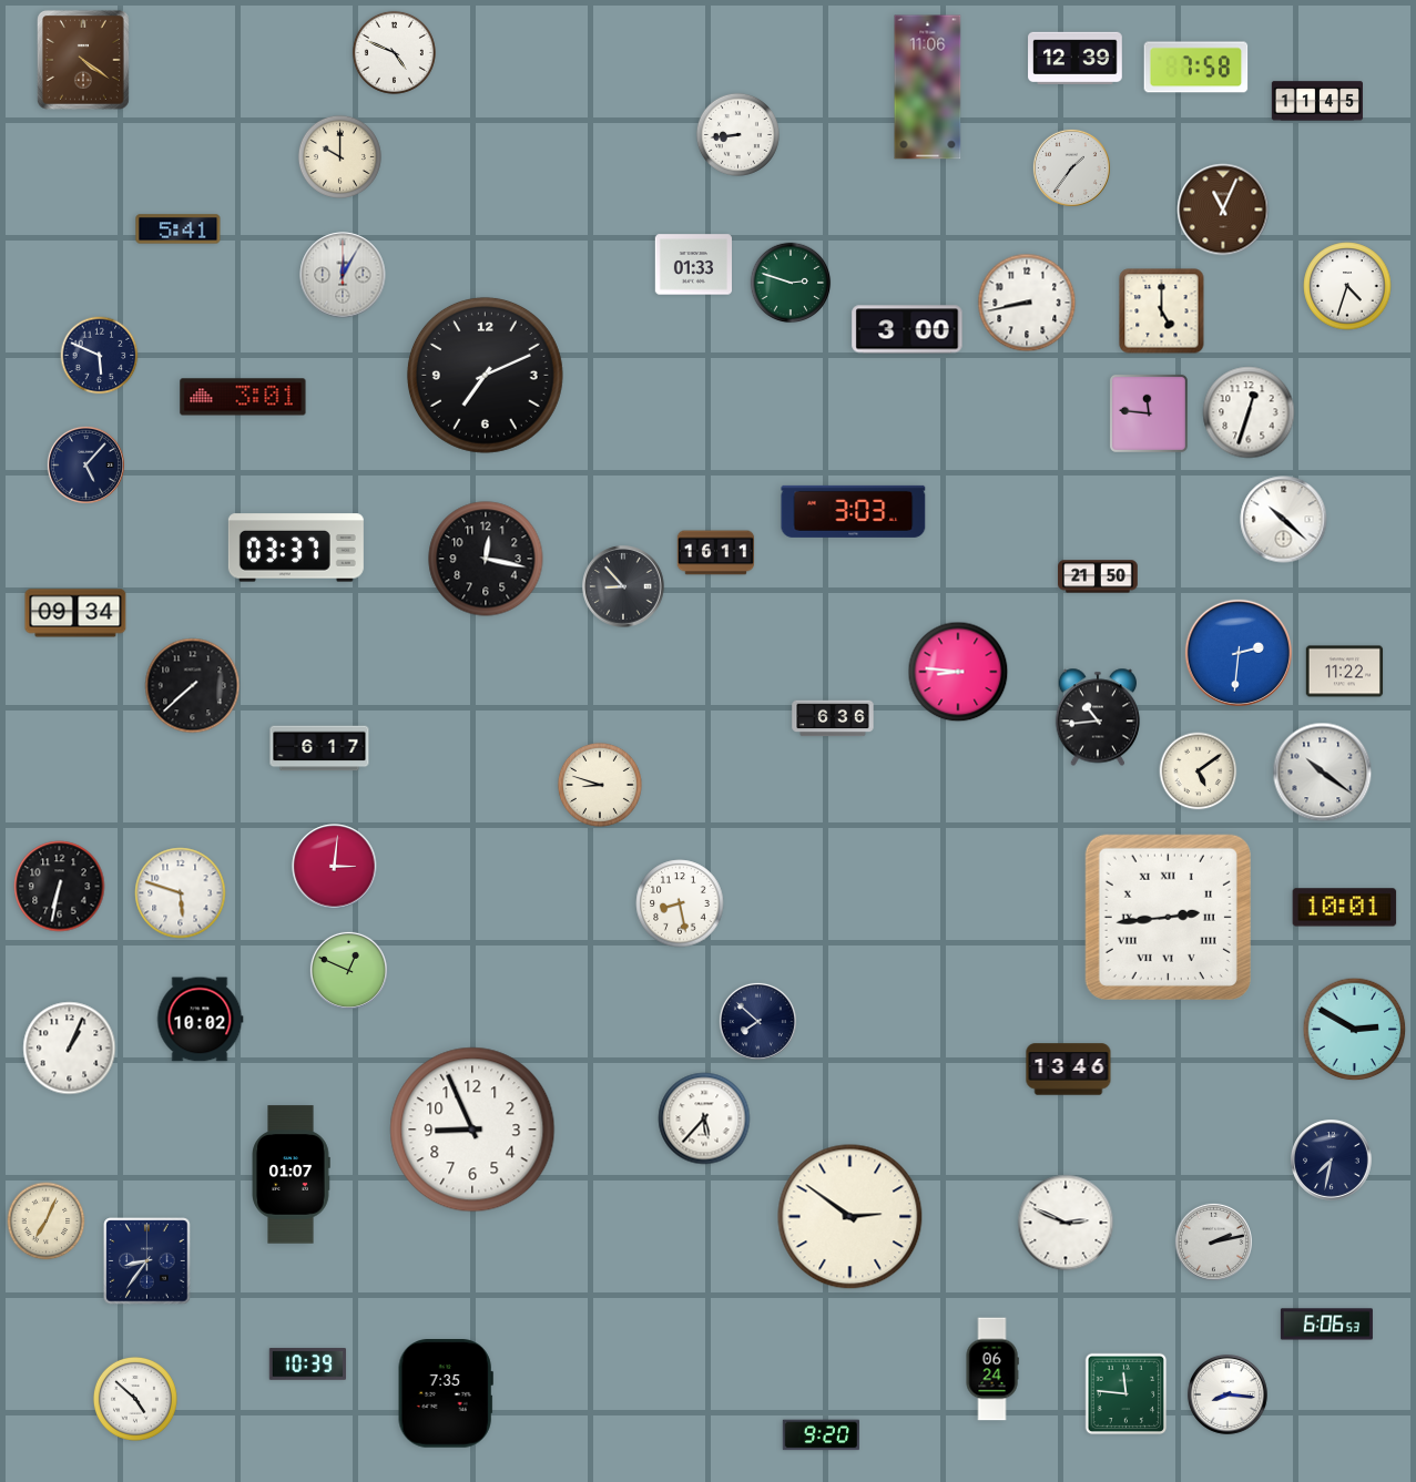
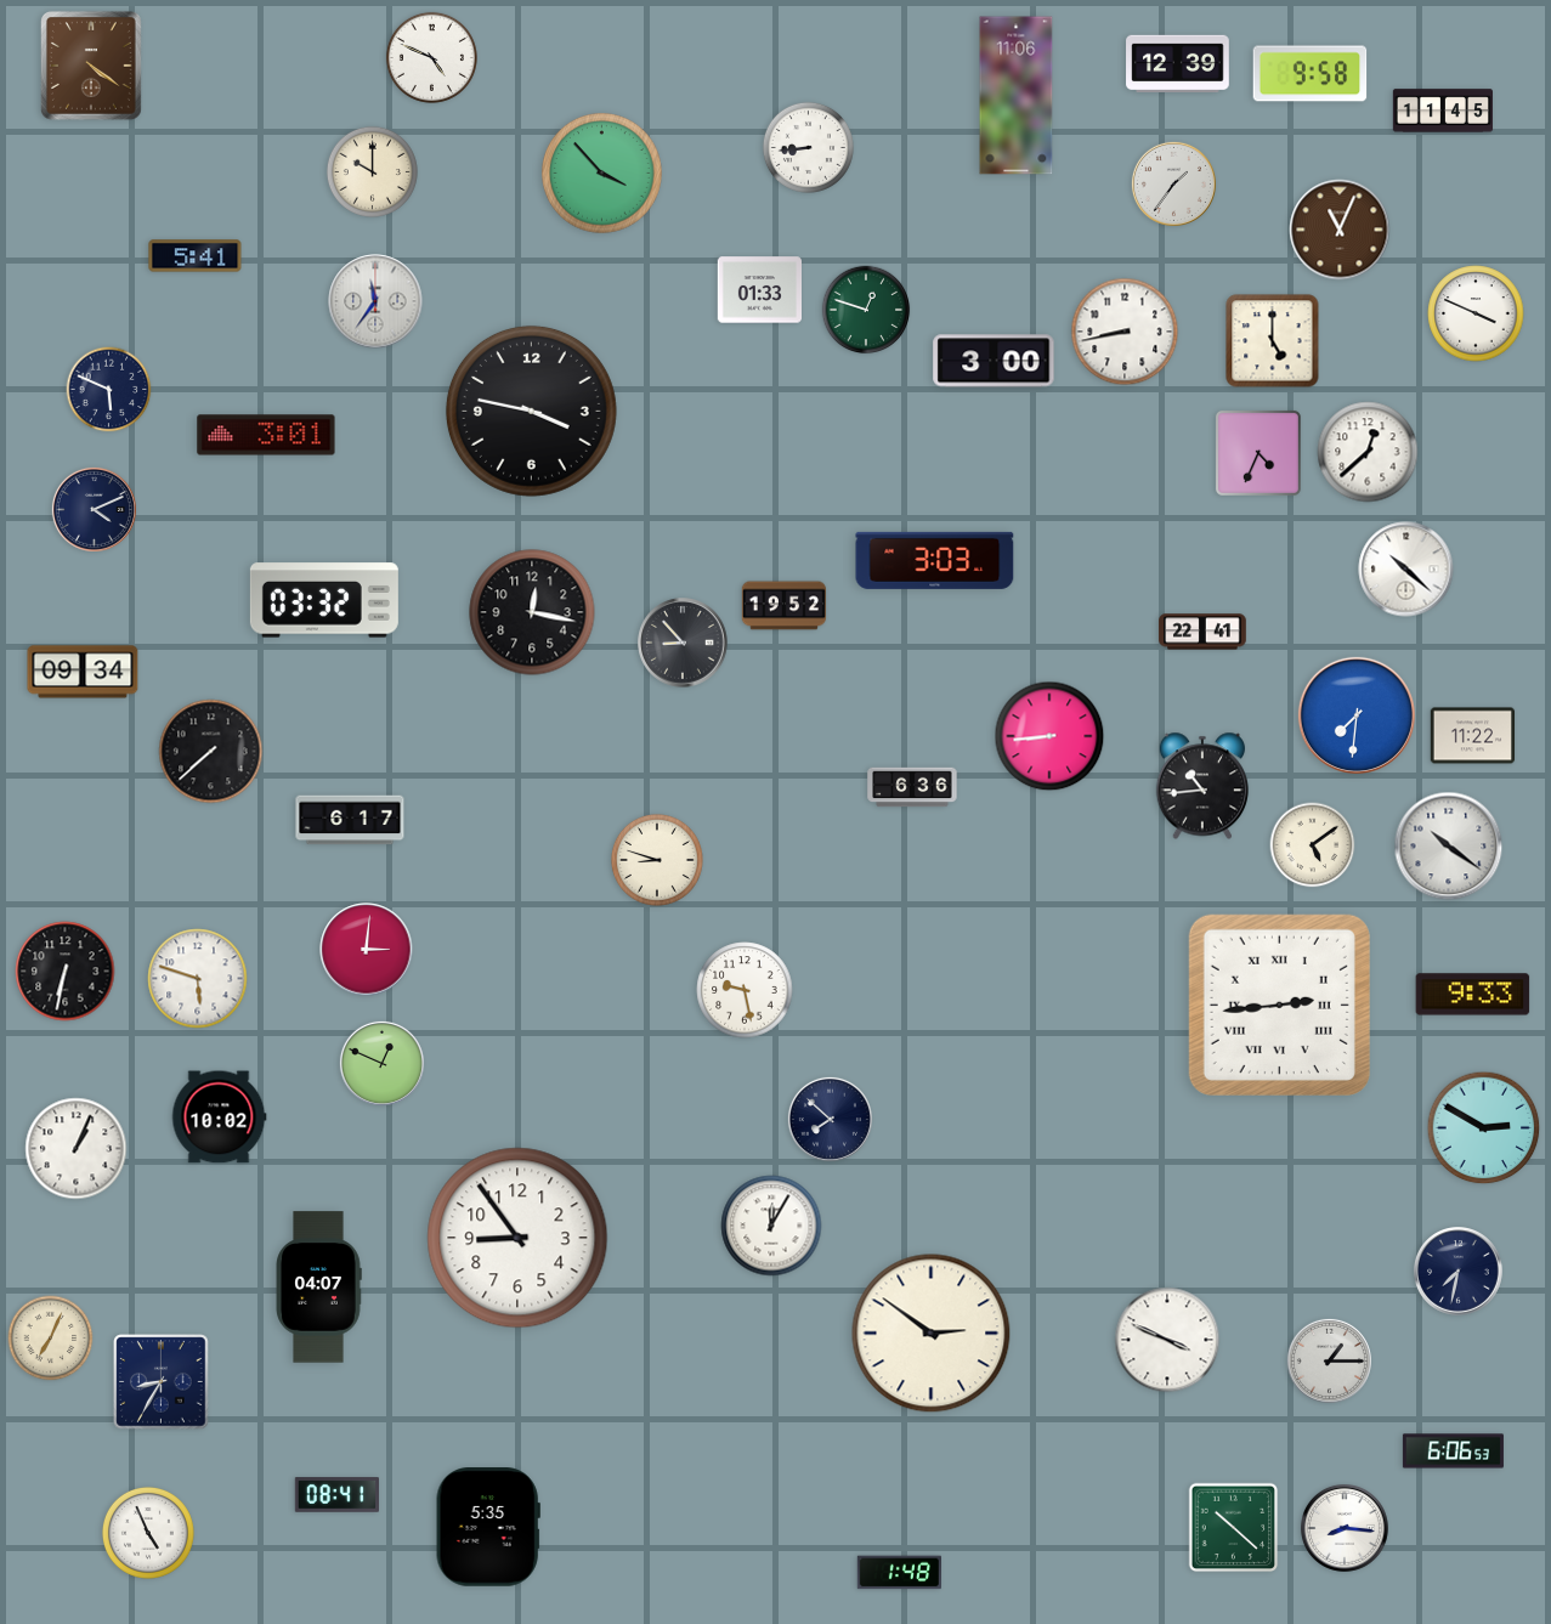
clock at (1196, 68): 7:58 -> 9:58
clock at (602, 174): none -> 3:53
clock at (179, 229) position: (179, 229) -> (196, 256)
clock at (343, 275): 12:05 -> 11:36
clock at (791, 283): 2:48 -> 12:48
clock at (1347, 286): 4:33 -> 3:49
clock at (485, 375): 7:11 -> 3:47
clock at (1249, 412): 12:33 -> 12:38
clock at (1149, 413): 11:46 -> 4:34
clock at (85, 464): 5:07 -> 4:11
clock at (296, 548): 03:37 -> 03:32
clock at (716, 553): 16:11 -> 19:52
clock at (1098, 576): 21:50 -> 22:41
clock at (1239, 653): 2:31 -> 7:31
clock at (958, 672): 8:46 -> 8:44
clock at (680, 903): 8:28 -> 9:28
clock at (1345, 908): 10:01 -> 9:33
clock at (1069, 1070): 13:46 -> none
clock at (704, 1118): 5:37 -> 12:05
clock at (472, 1130): 8:56 -> 8:54
clock at (291, 1175): 01:07 -> 04:07
clock at (1066, 1223): 2:49 -> 3:49
clock at (1213, 1241): 2:13 -> 1:15
clock at (147, 1261): 8:36 -> 8:35
clock at (307, 1365): 10:39 -> 08:41
clock at (992, 1369): 06:24 -> none
clock at (446, 1394): 7:35 -> 5:35
clock at (1127, 1394): 11:46 -> 10:22
clock at (135, 1399): 4:52 -> 4:56
clock at (821, 1435): 9:20 -> 1:48
